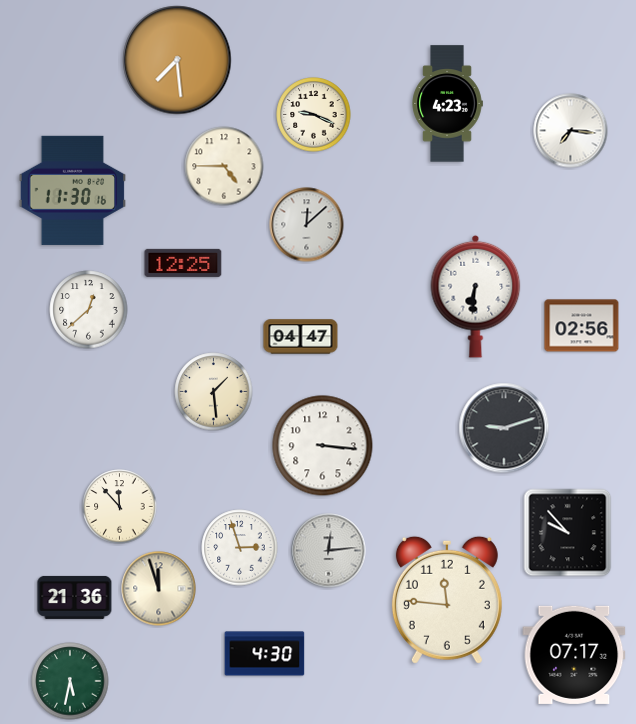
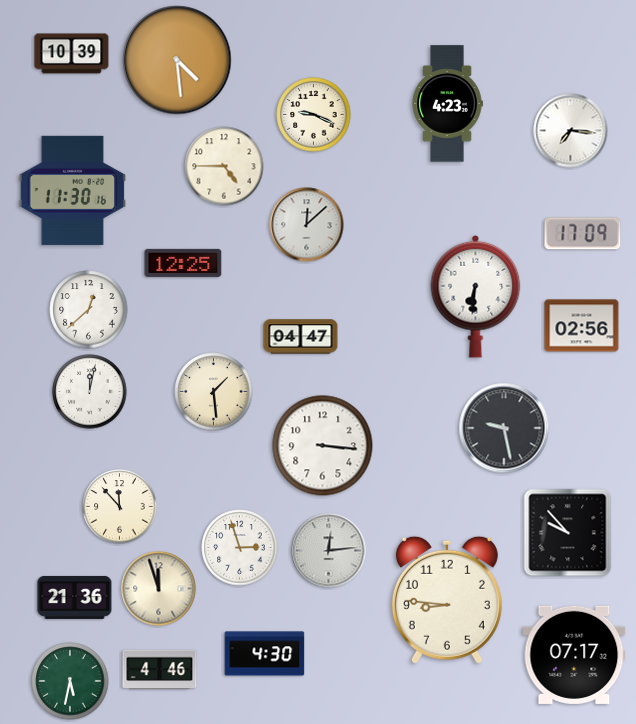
clock at (72, 54): none -> 10:39
clock at (177, 60): 7:29 -> 4:29
clock at (583, 234): none -> 17:09
clock at (90, 392): none -> 12:02
clock at (504, 428): 9:12 -> 9:28
clock at (447, 600): 11:46 -> 8:46
clock at (160, 670): none -> 4:46
